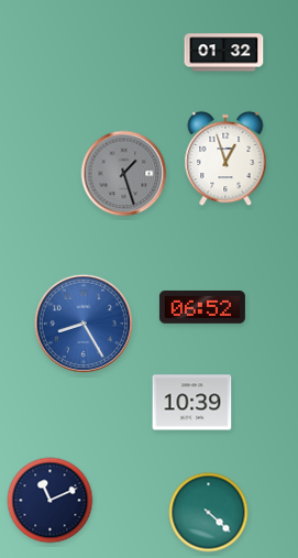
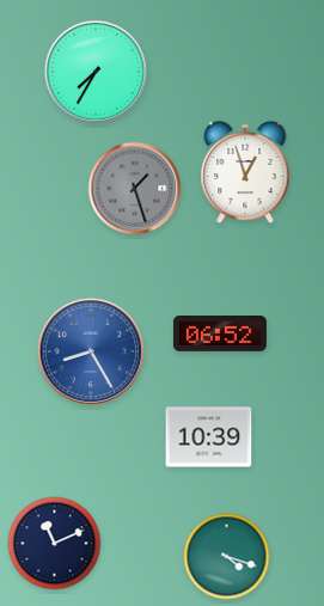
clock at (224, 53): 01:32 -> none
clock at (96, 72): none -> 7:35
clock at (209, 513): 4:22 -> 4:18
